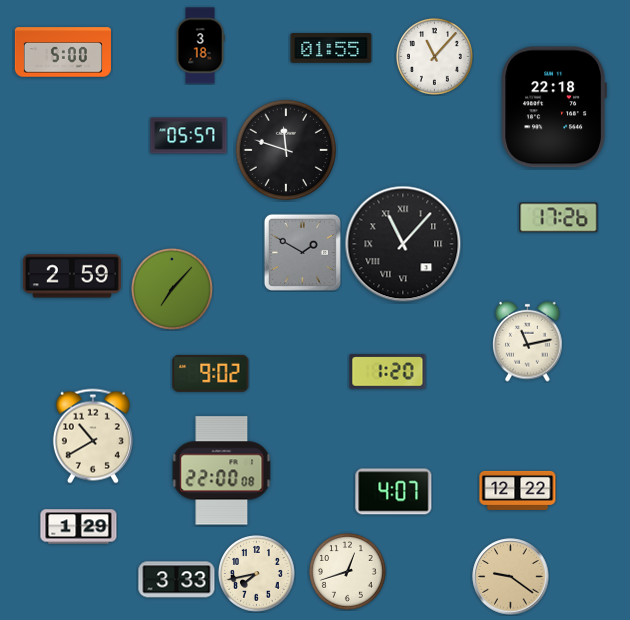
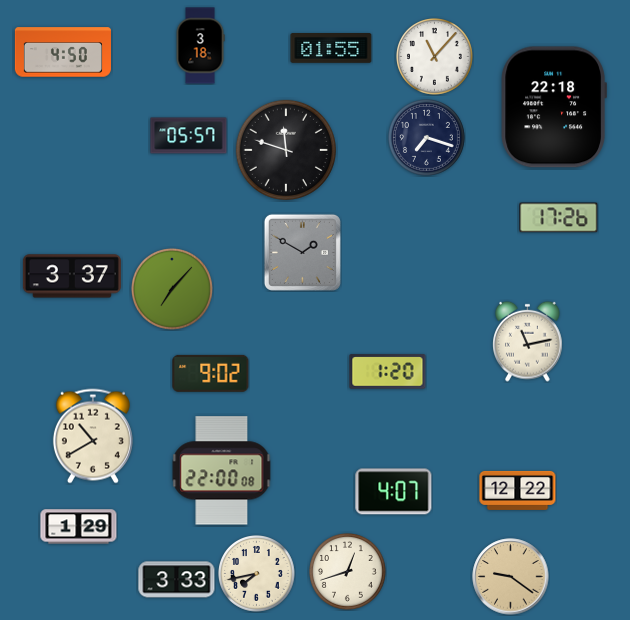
clock at (63, 52): 5:00 -> 4:50
clock at (427, 138): none -> 7:18
clock at (403, 244): 11:07 -> none
clock at (72, 276): 2:59 -> 3:37
